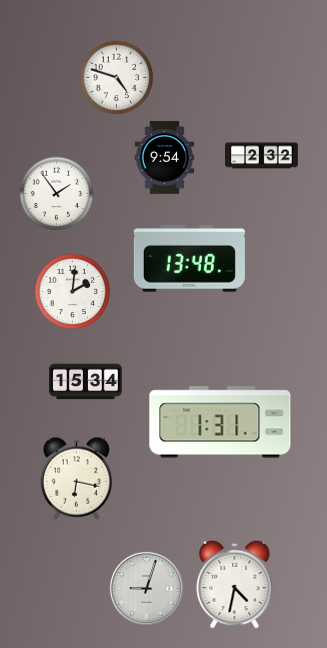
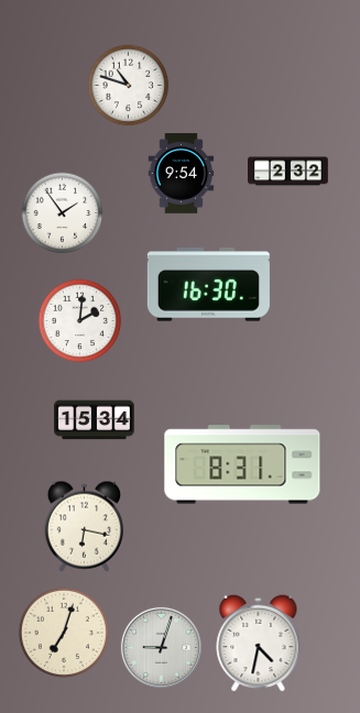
clock at (117, 78): 4:48 -> 10:48
clock at (189, 259): 13:48 -> 16:30
clock at (220, 422): 1:31 -> 8:31
clock at (64, 633): none -> 7:03
